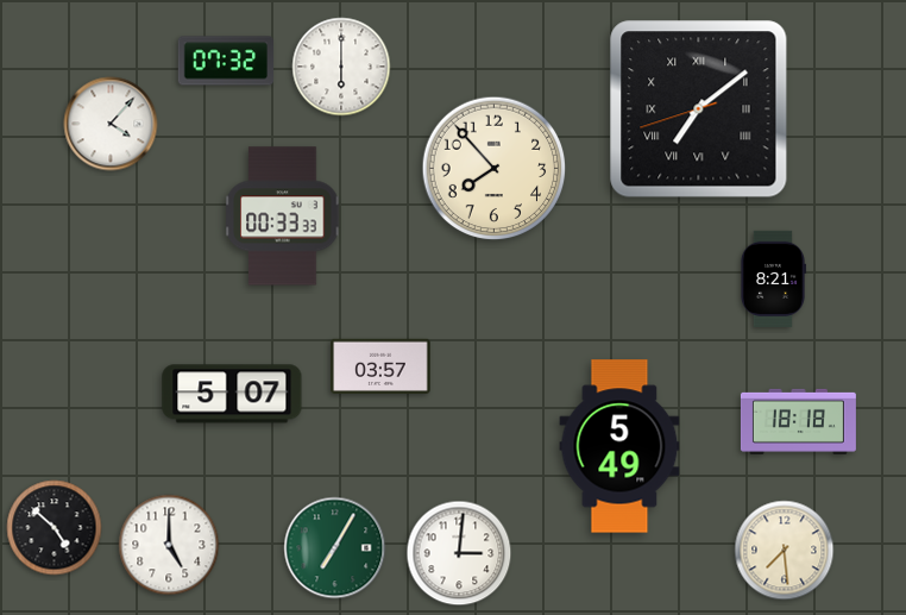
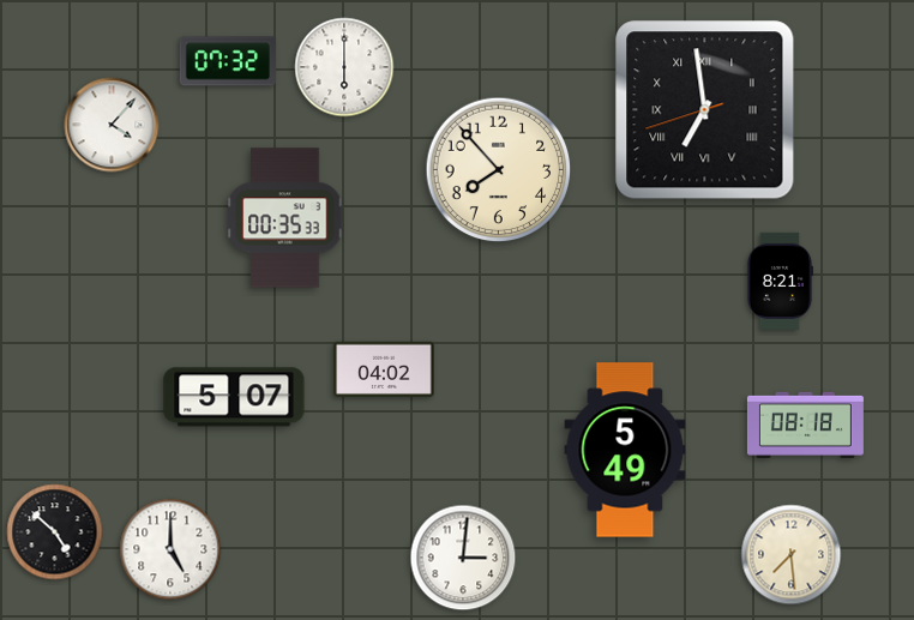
clock at (699, 109): 7:08 -> 6:58
clock at (283, 216): 00:33 -> 00:35
clock at (380, 366): 03:57 -> 04:02
clock at (798, 421): 18:18 -> 08:18
clock at (335, 548): 7:05 -> none
